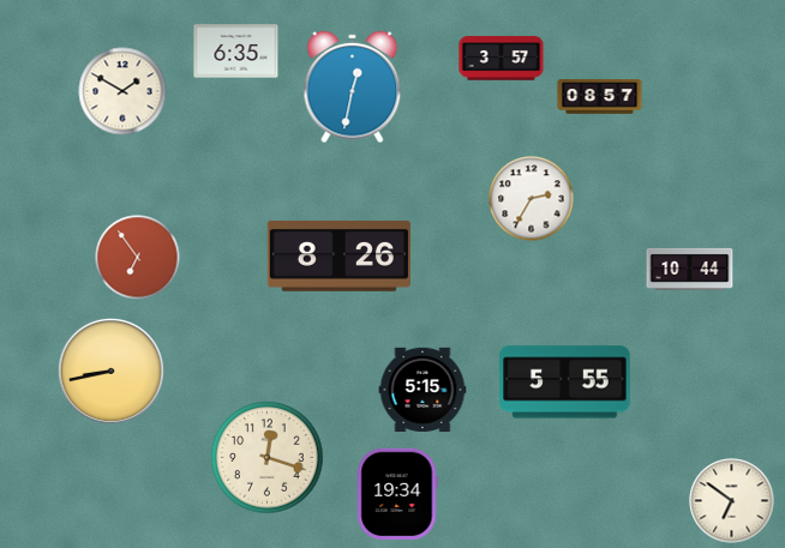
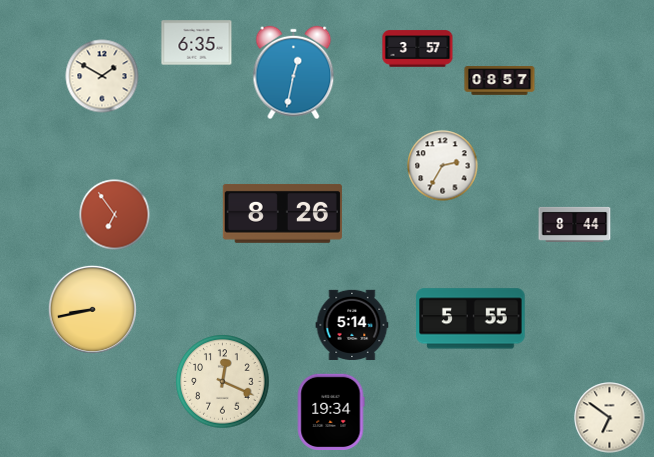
clock at (690, 269): 10:44 -> 8:44
clock at (423, 389): 5:15 -> 5:14
clock at (268, 458): 12:18 -> 12:19
